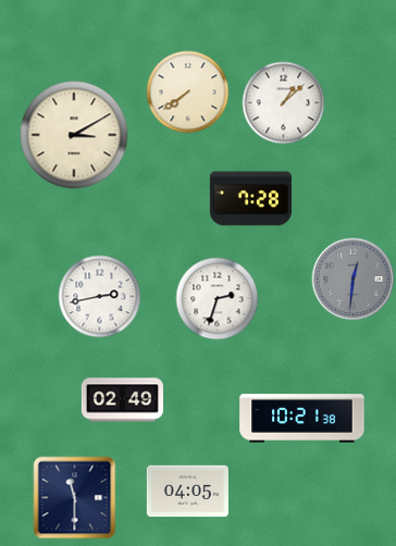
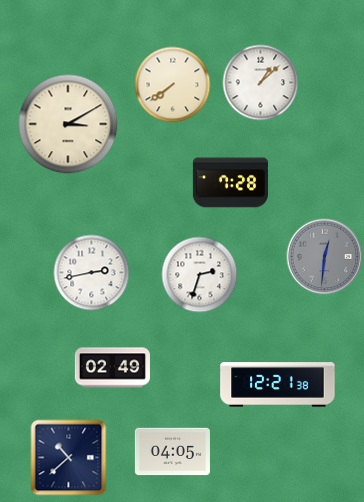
clock at (284, 103) position: (284, 103) -> (261, 83)
clock at (302, 419): 10:21 -> 12:21
clock at (75, 498): 11:30 -> 10:38
